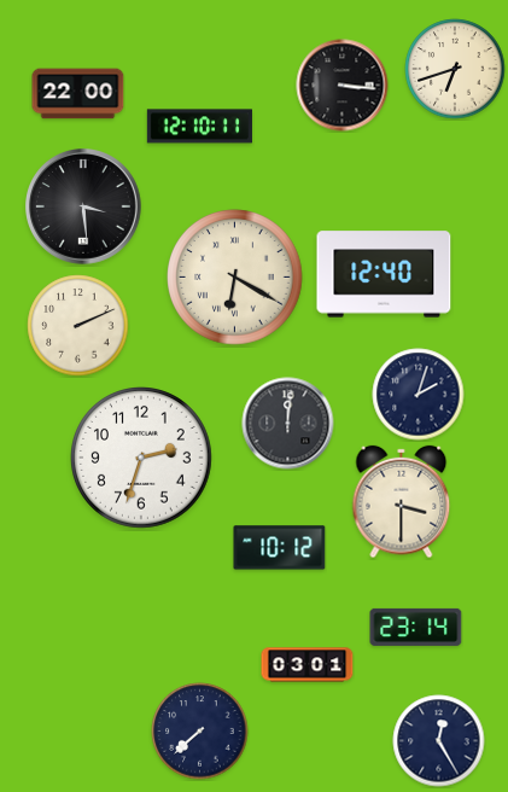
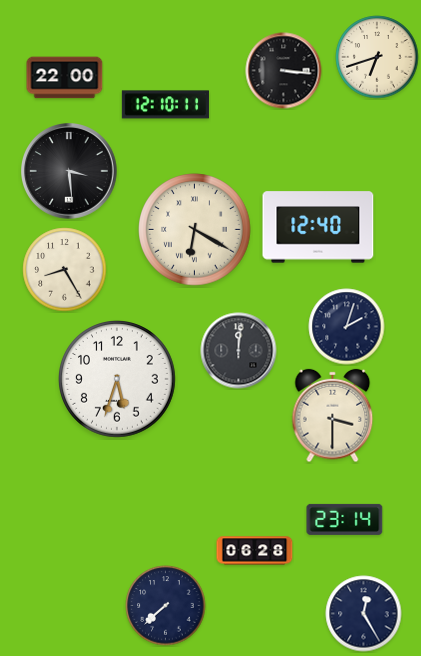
clock at (78, 326): 2:11 -> 8:25
clock at (142, 459): 2:33 -> 5:33
clock at (280, 548): 10:12 -> none
clock at (308, 665): 03:01 -> 06:28
